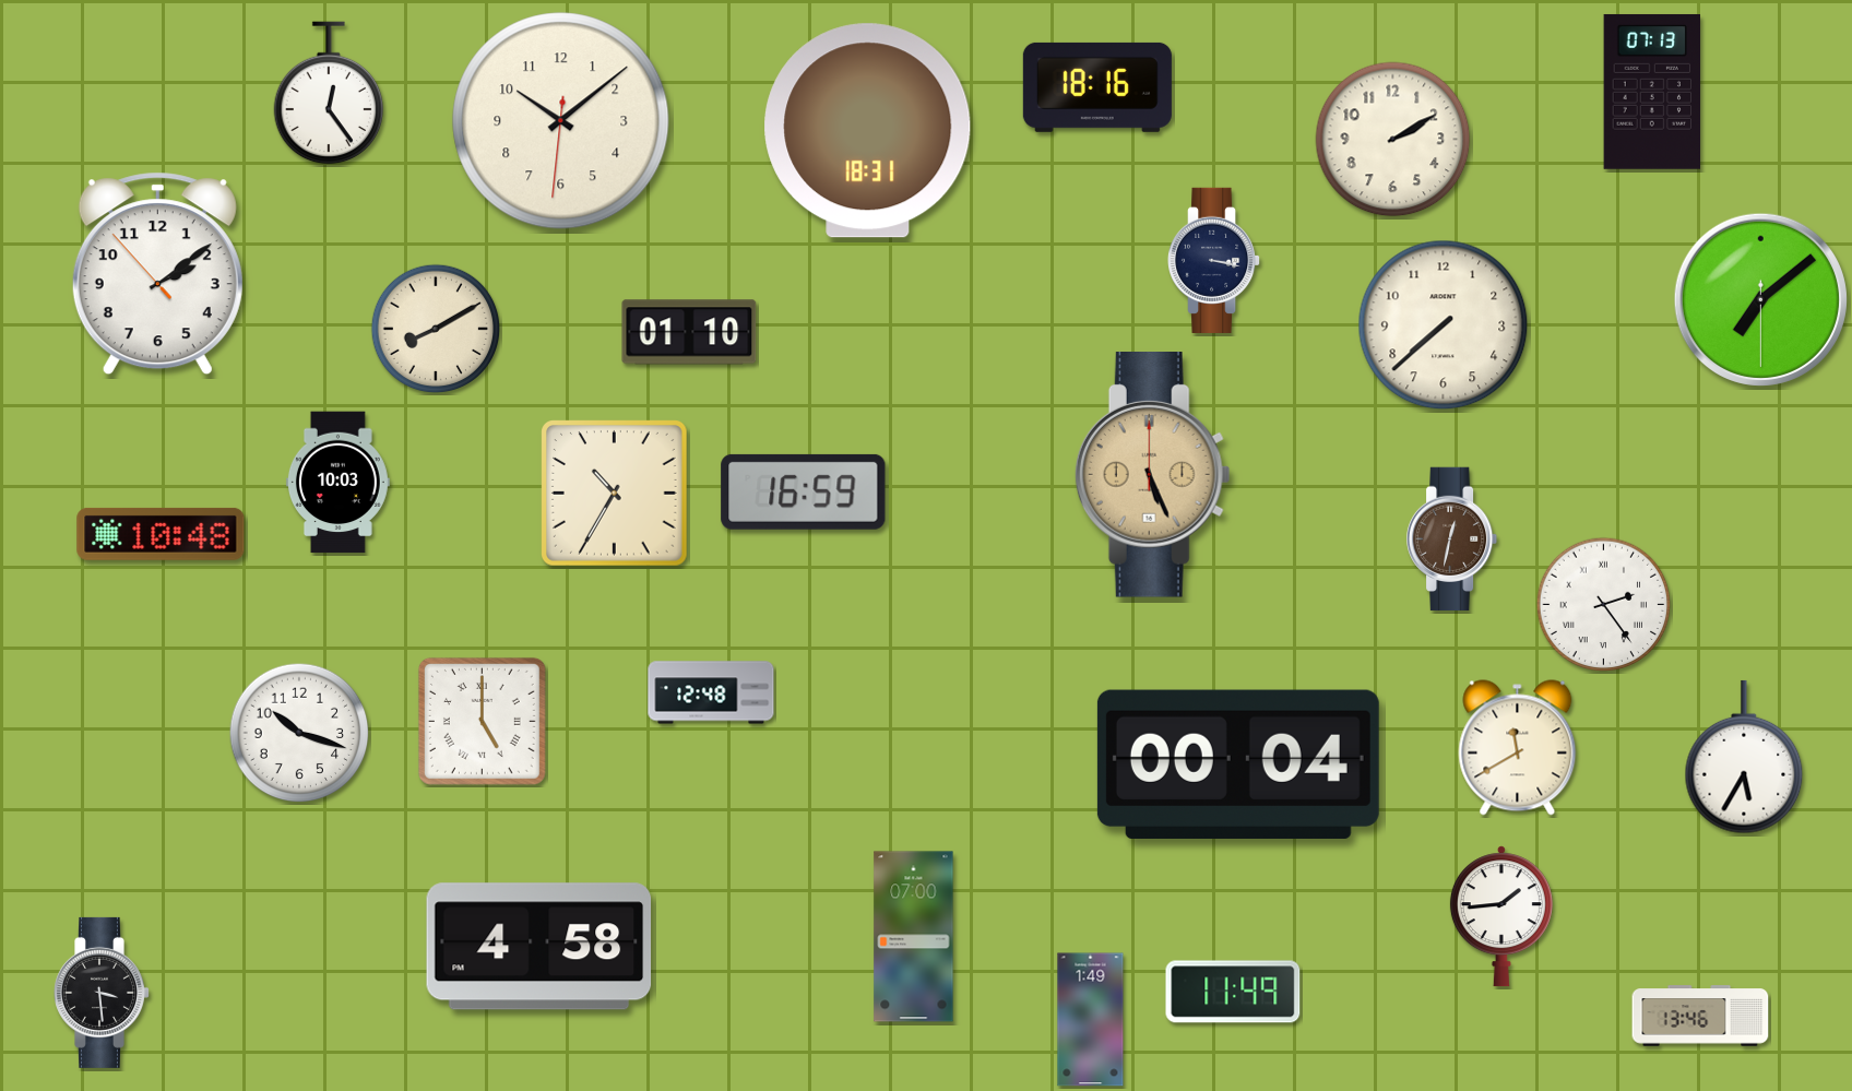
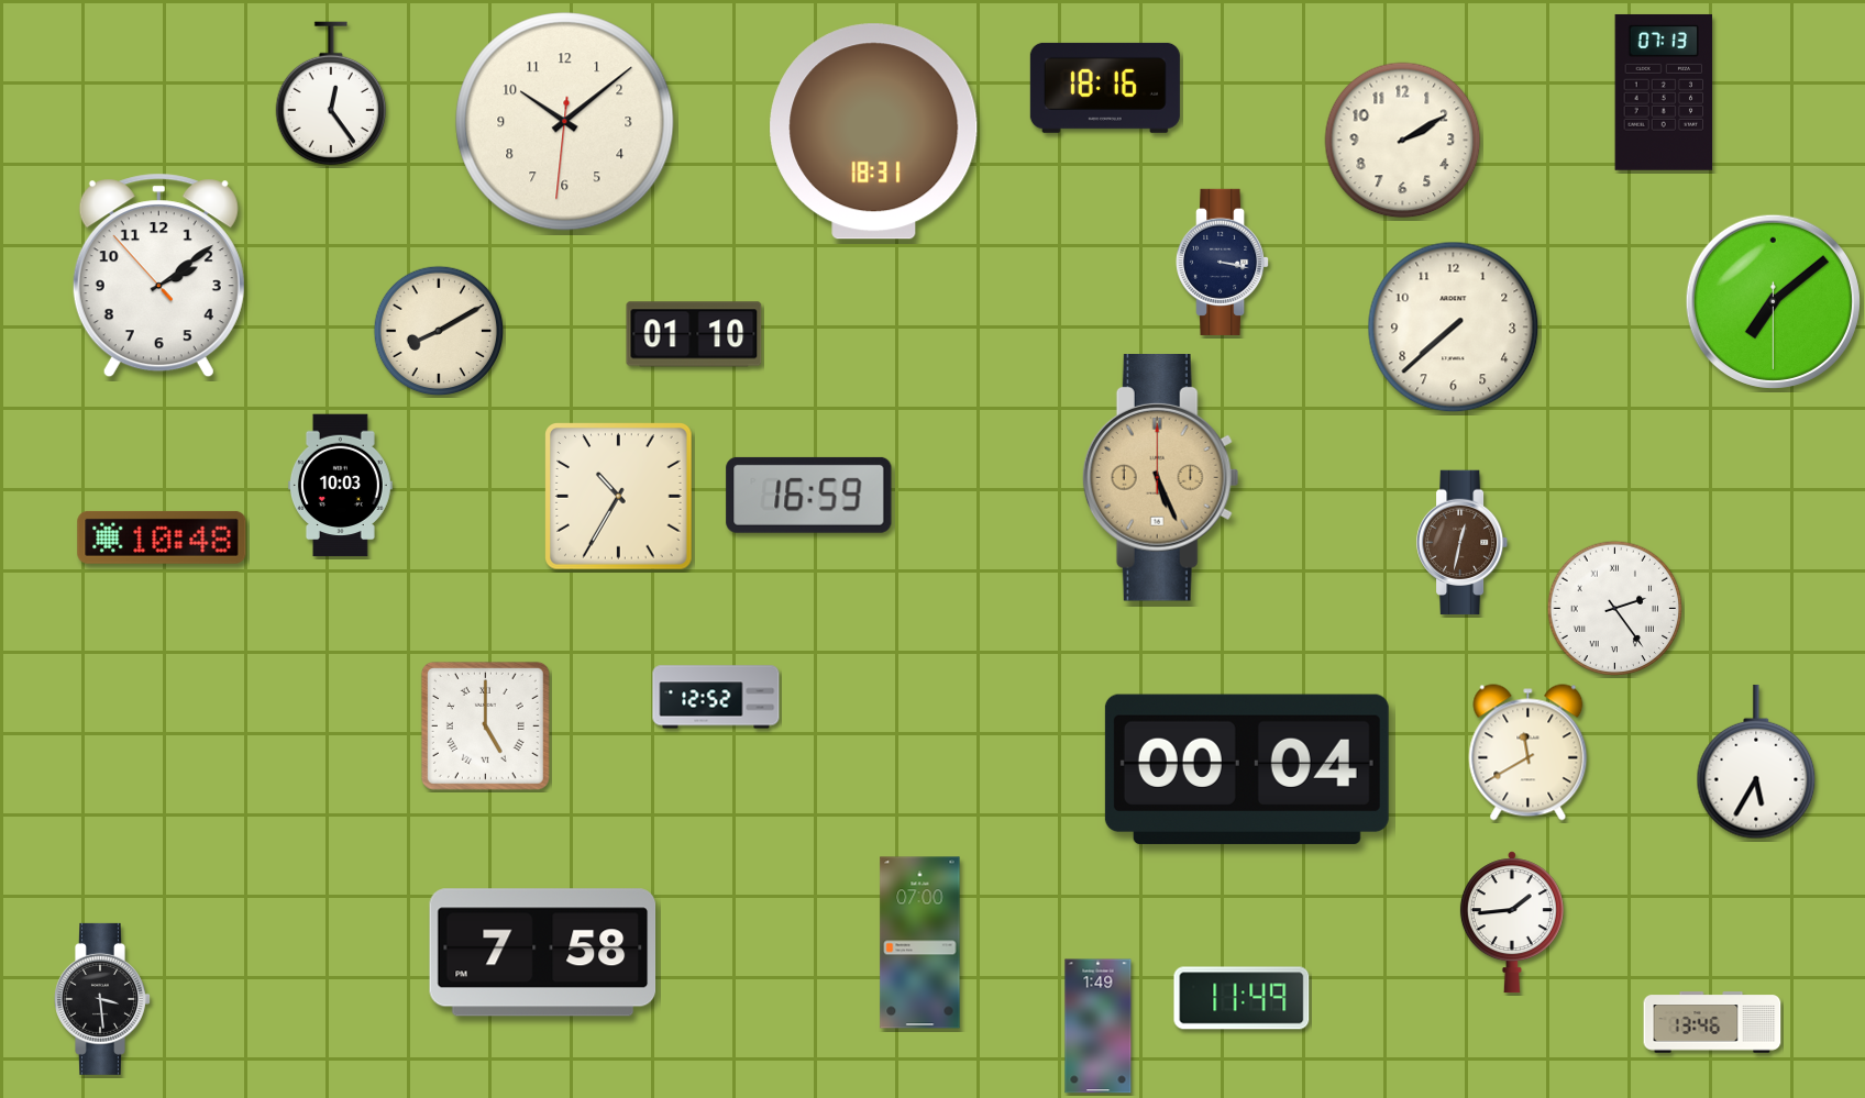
clock at (711, 692): 12:48 -> 12:52
clock at (299, 733): 10:18 -> none
clock at (539, 947): 4:58 -> 7:58
